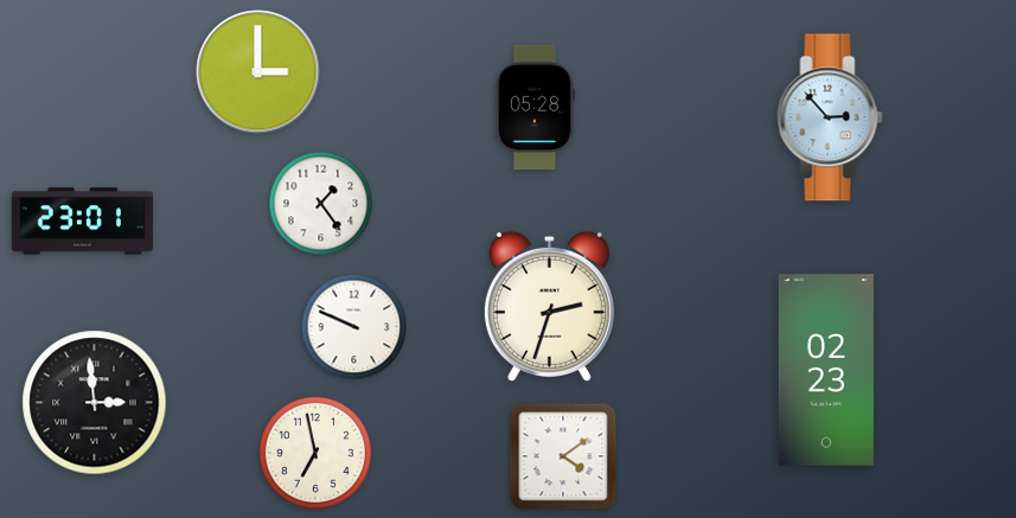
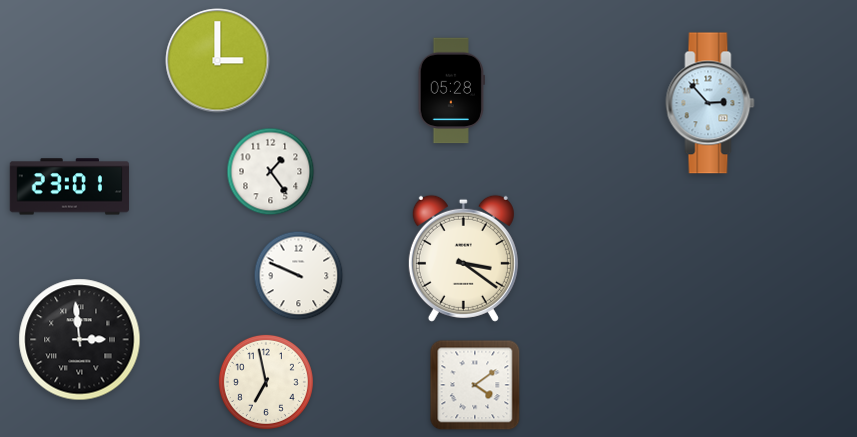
clock at (830, 117) position: (830, 117) -> (710, 103)
clock at (549, 306): 2:33 -> 3:21
clock at (826, 370): 02:23 -> none
